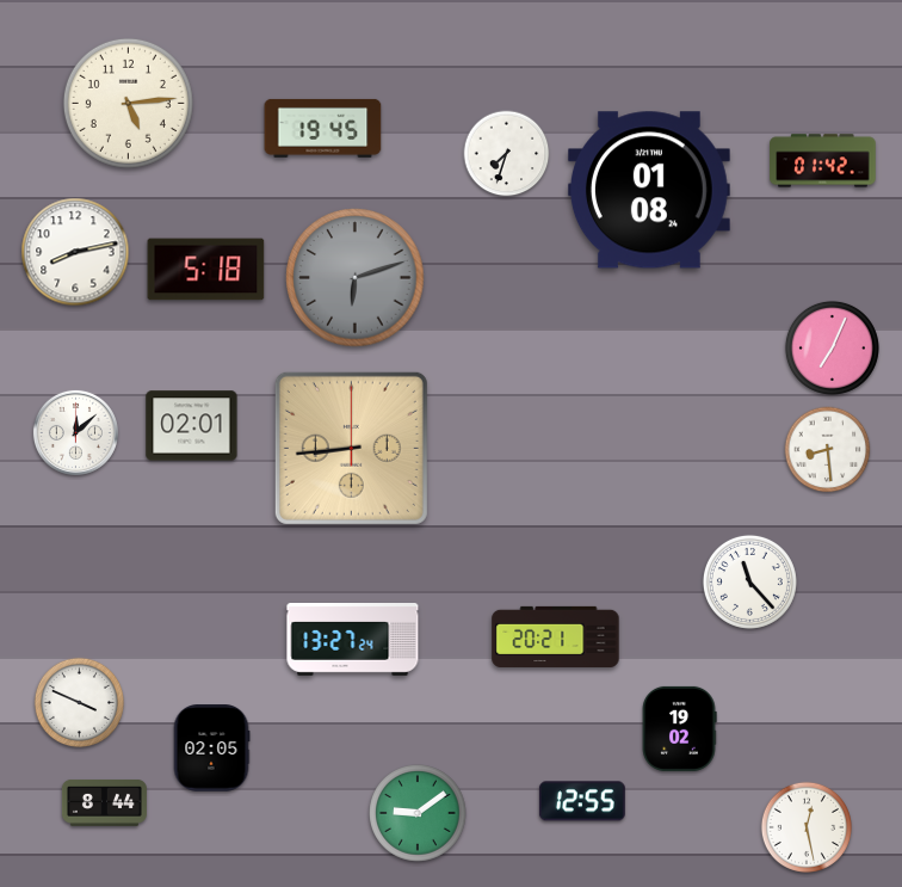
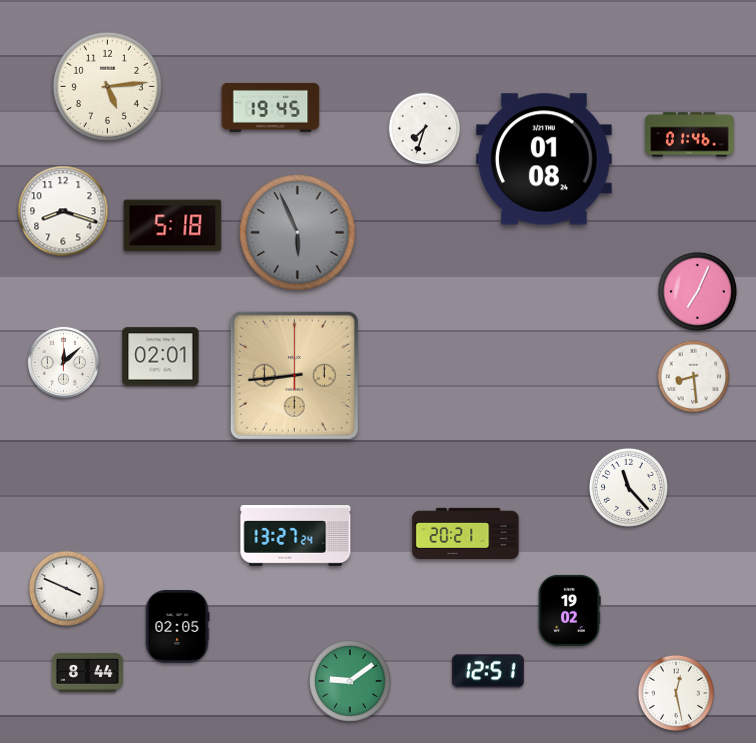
clock at (823, 161): 01:42 -> 01:46
clock at (75, 252): 8:13 -> 8:18
clock at (356, 278): 6:12 -> 5:56
clock at (582, 801): 12:55 -> 12:51
